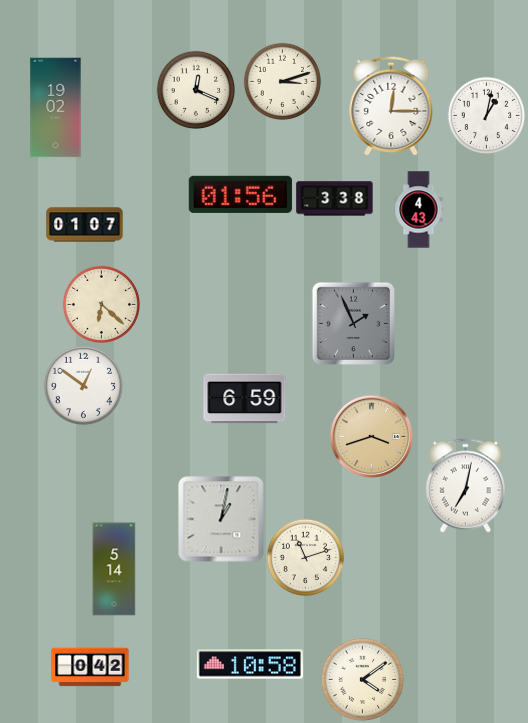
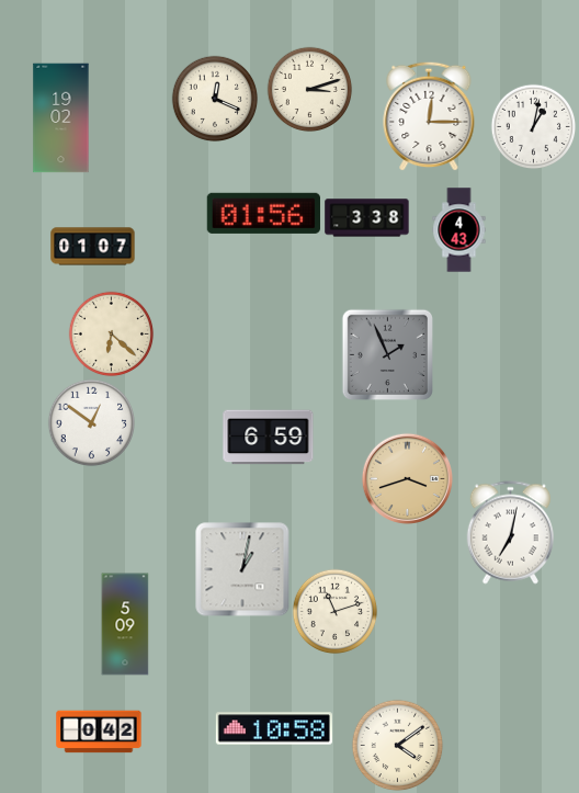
clock at (114, 569): 5:14 -> 5:09
